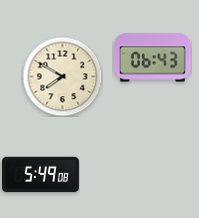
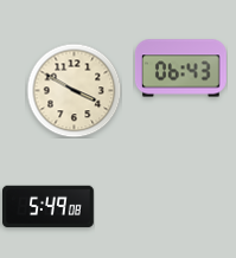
clock at (62, 76): 7:50 -> 3:50
